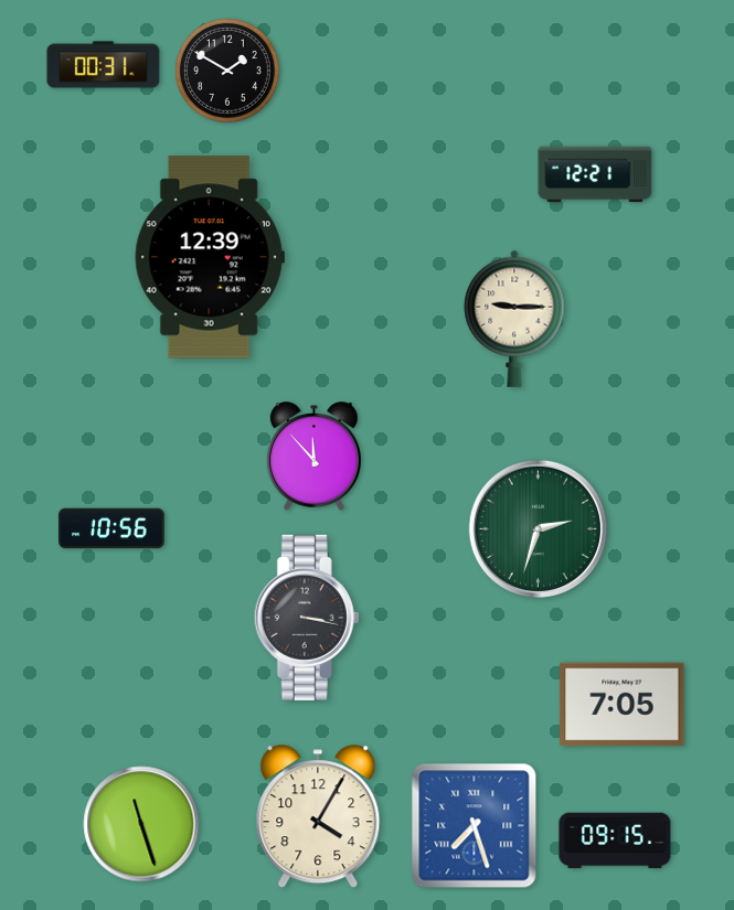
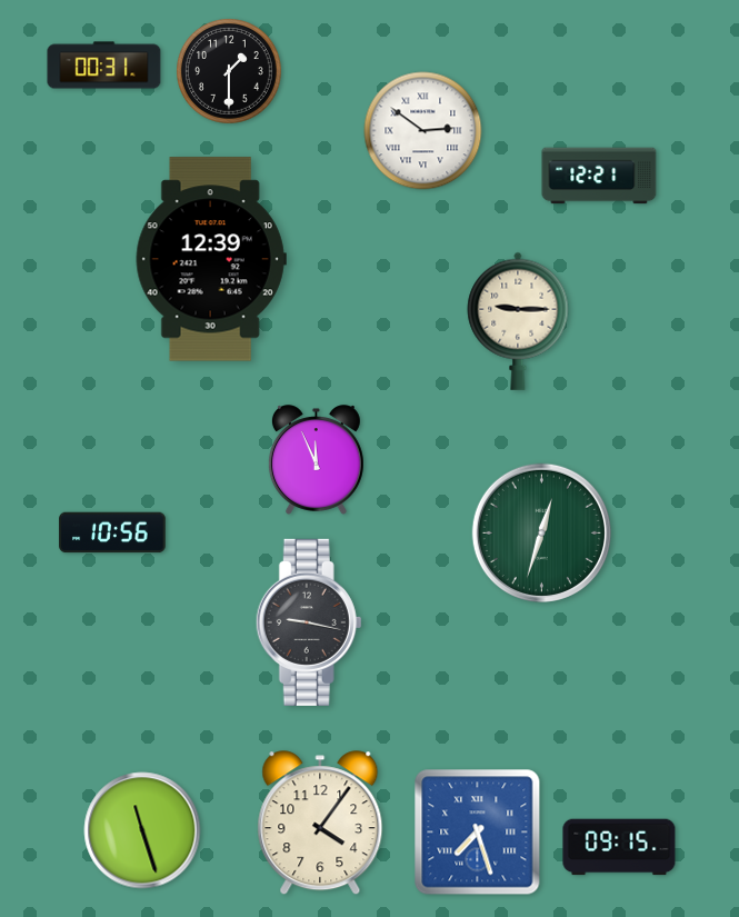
clock at (228, 72): 1:50 -> 1:30
clock at (423, 131): none -> 2:51
clock at (313, 457): 11:53 -> 11:56
clock at (538, 528): 2:33 -> 12:33
clock at (307, 618): 3:17 -> 9:17
clock at (623, 705): 7:05 -> none
clock at (318, 817): 4:05 -> 4:06
